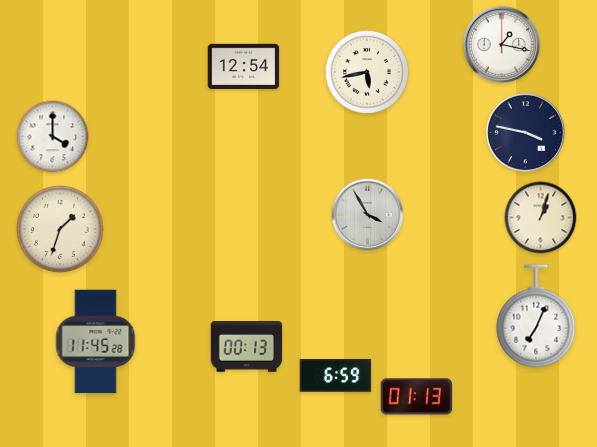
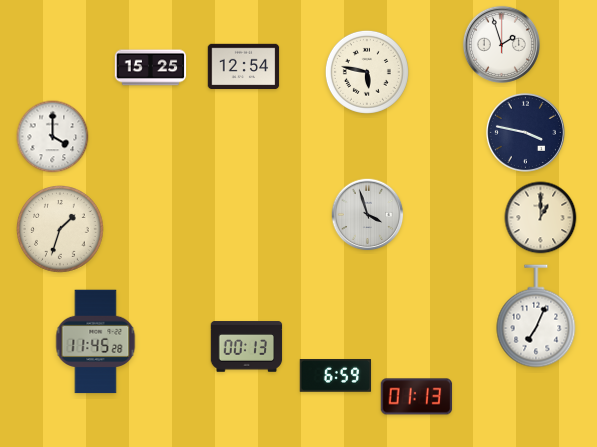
clock at (501, 44): 1:17 -> 1:57
clock at (151, 68): none -> 15:25
clock at (367, 72): 5:43 -> 5:47
clock at (368, 215): 3:55 -> 3:57
clock at (541, 218): 1:03 -> 1:00
